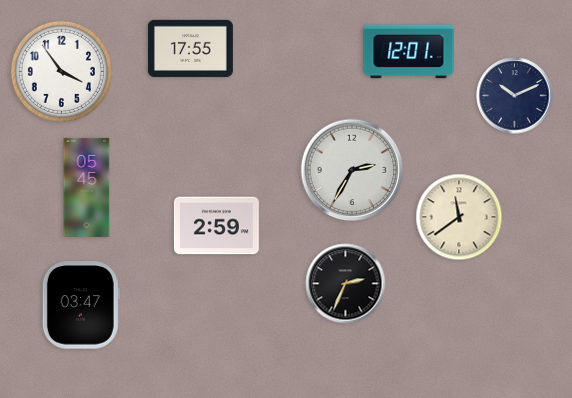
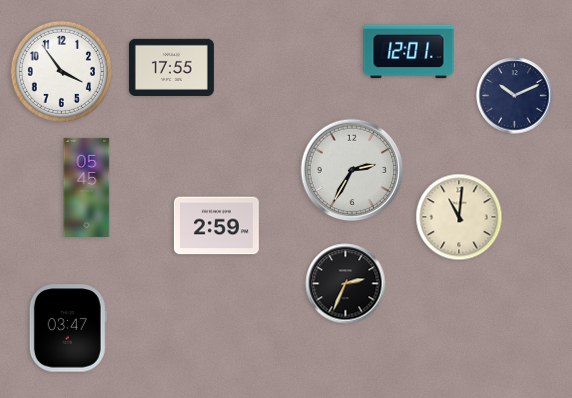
clock at (190, 48) position: (190, 48) -> (171, 67)
clock at (459, 217): 11:39 -> 11:01
clock at (81, 305) position: (81, 305) -> (68, 328)
